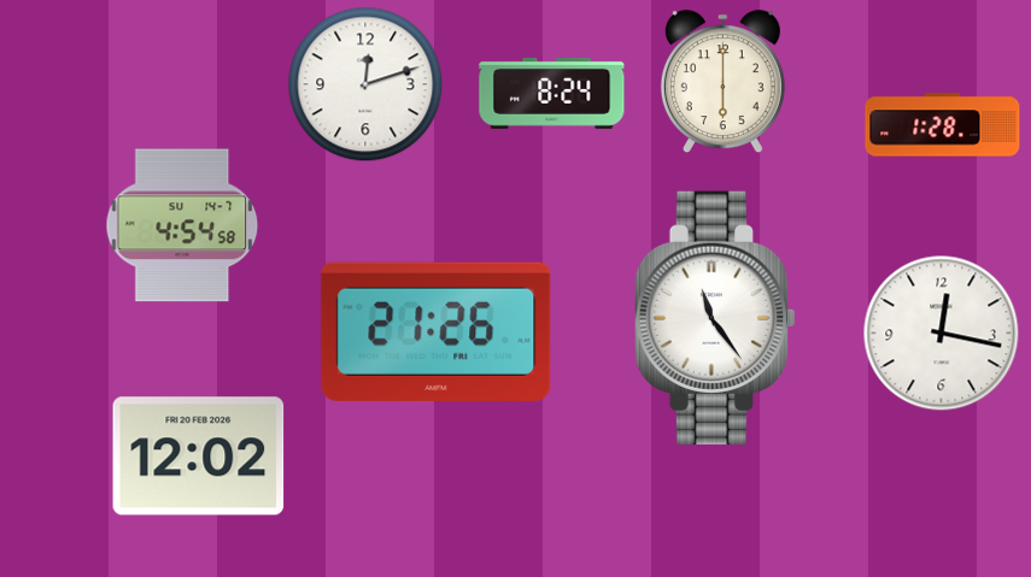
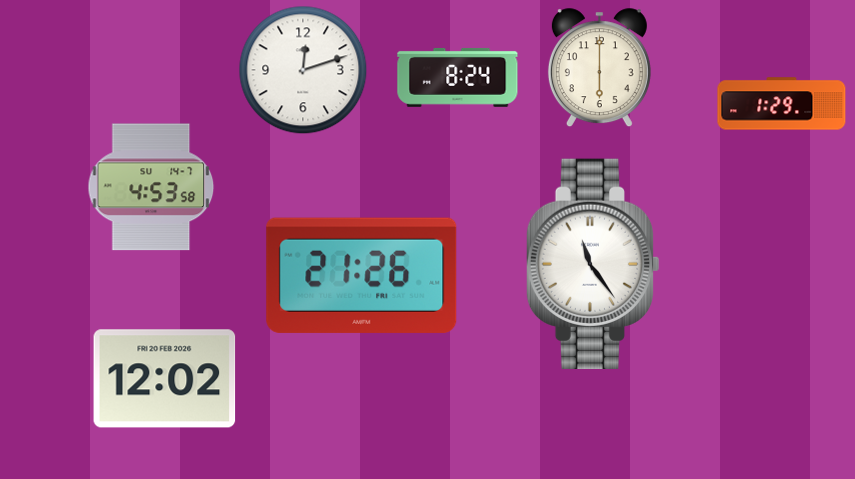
clock at (943, 125): 1:28 -> 1:29
clock at (182, 225): 4:54 -> 4:53
clock at (941, 332): 12:17 -> none
